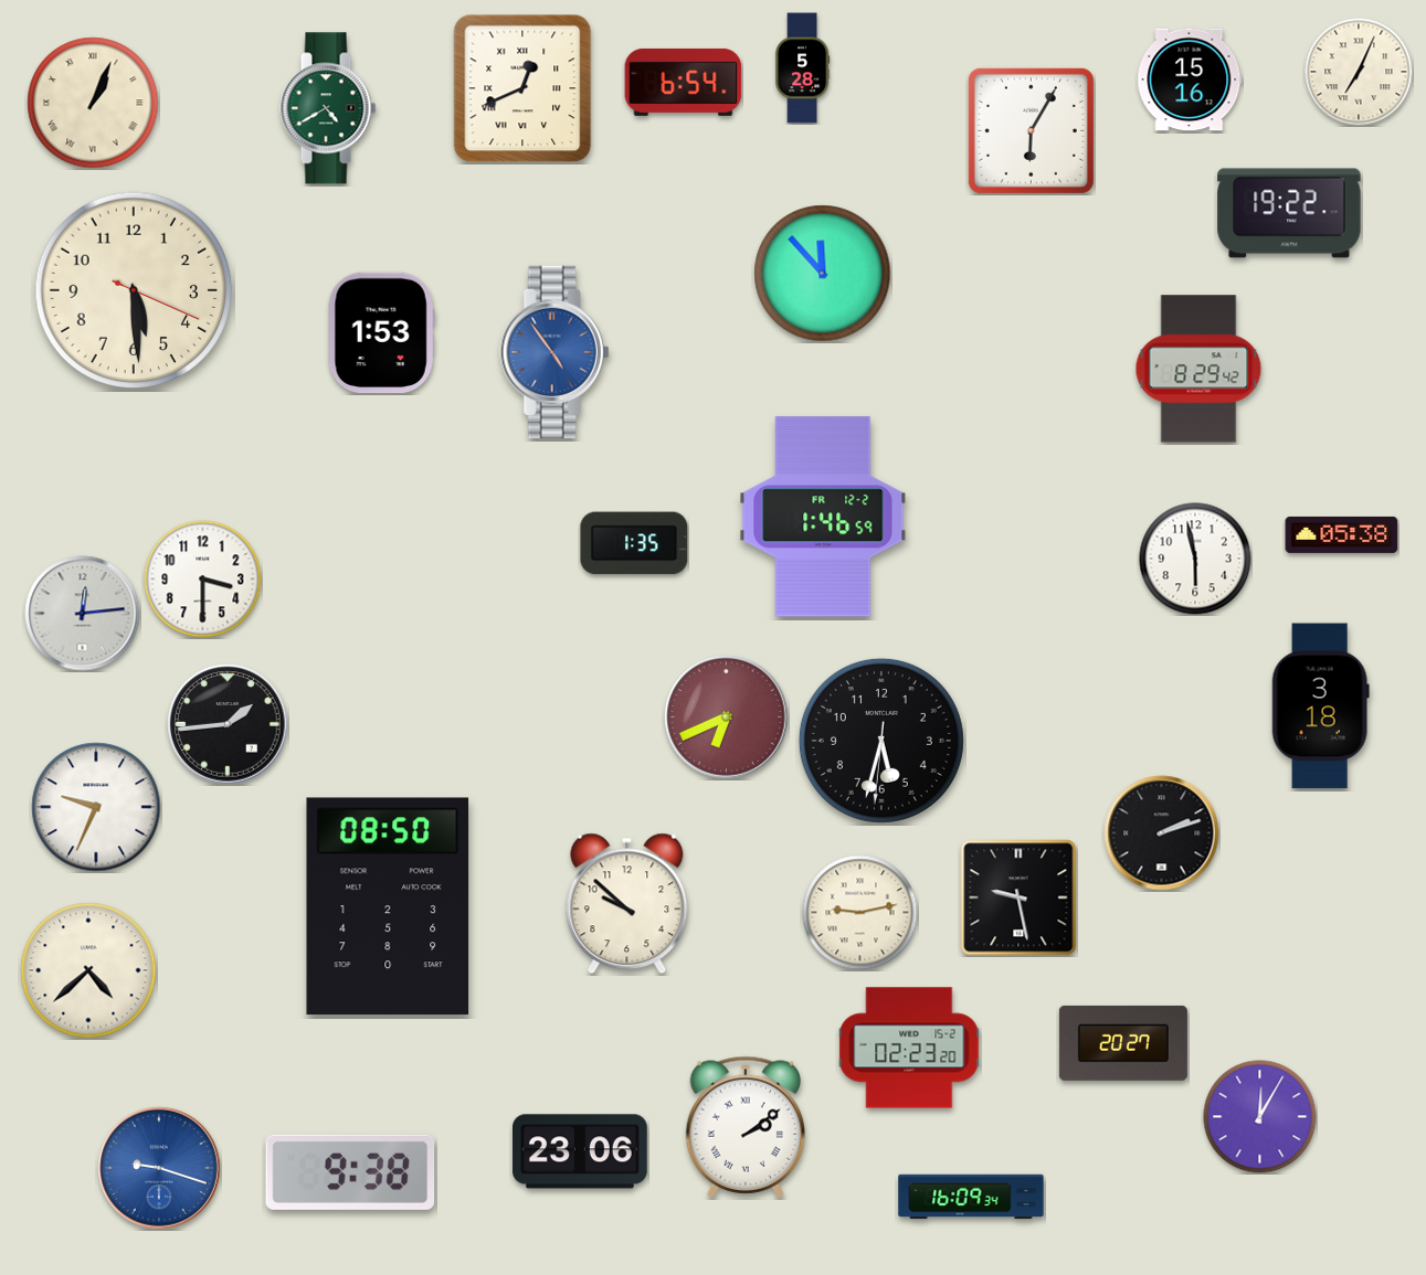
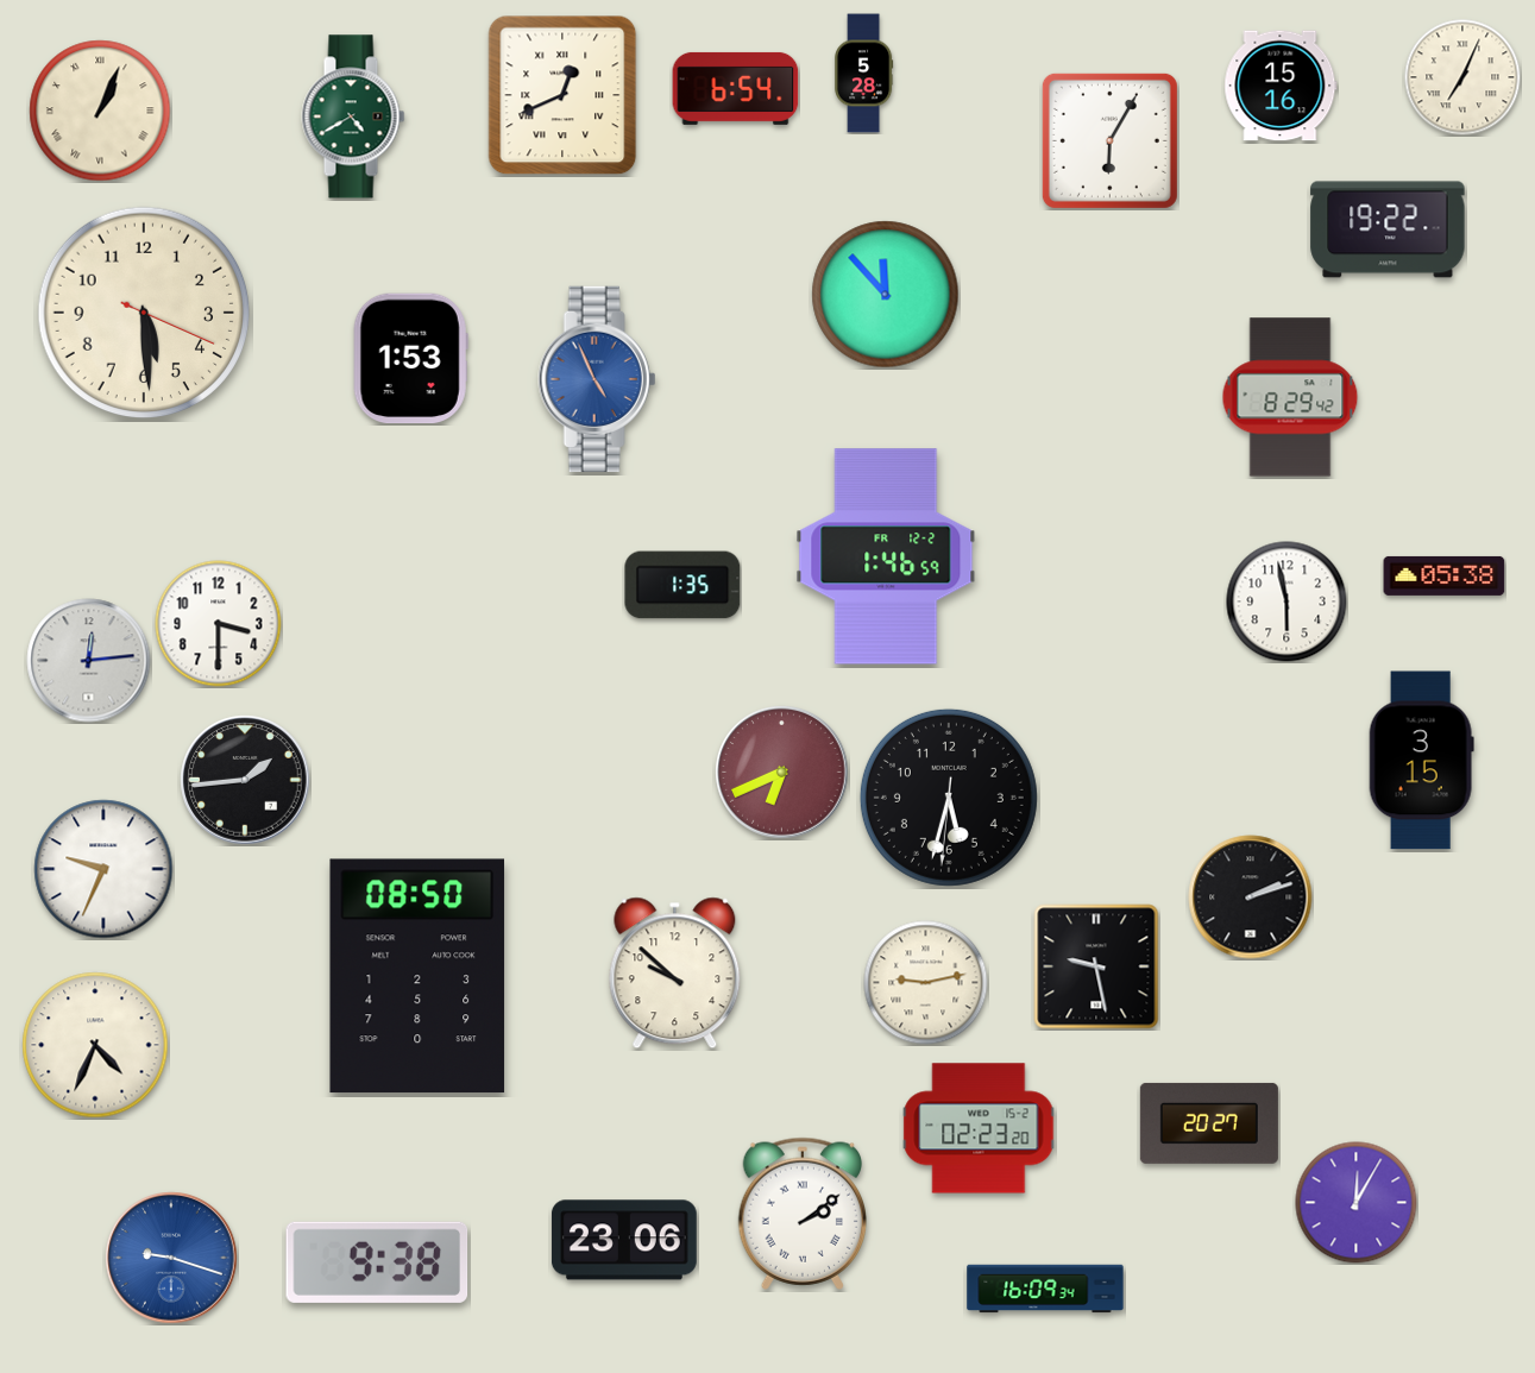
clock at (554, 352): 4:54 -> 4:56
clock at (1320, 706): 3:18 -> 3:15
clock at (88, 970): 4:38 -> 4:34
